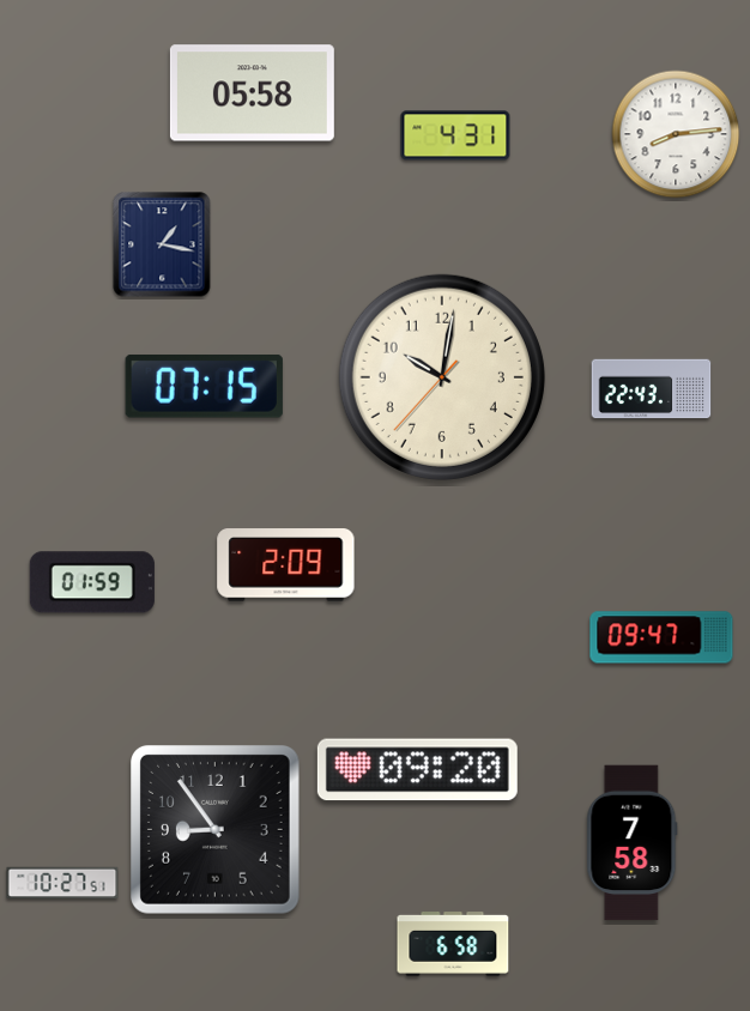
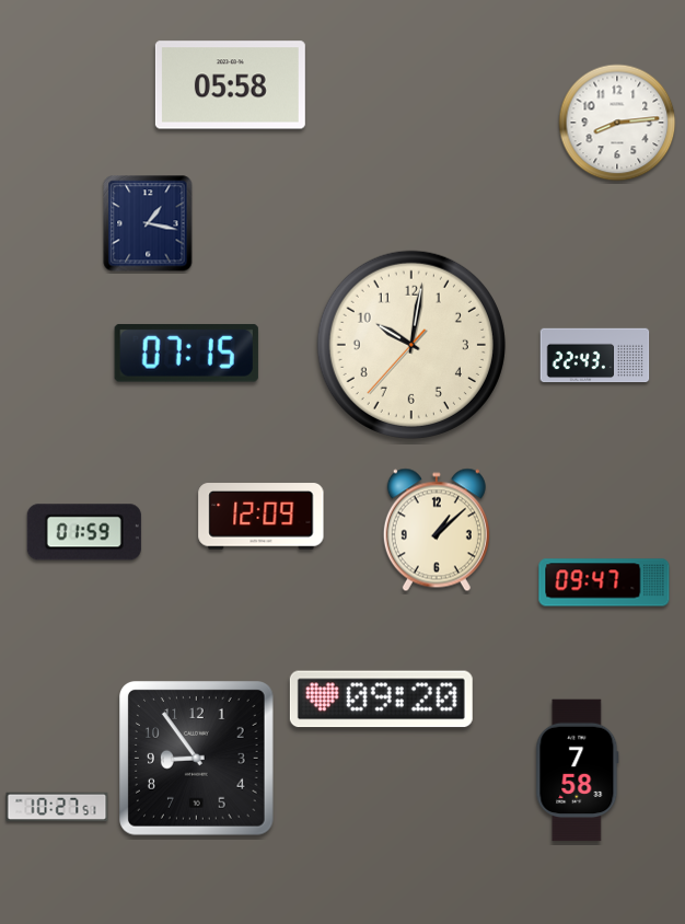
clock at (455, 135): 4:31 -> none
clock at (442, 377) position: (442, 377) -> (411, 345)
clock at (286, 565): 2:09 -> 12:09
clock at (437, 530): none -> 1:08
clock at (417, 770) position: (417, 770) -> (381, 700)
clock at (453, 945): 6:58 -> none
